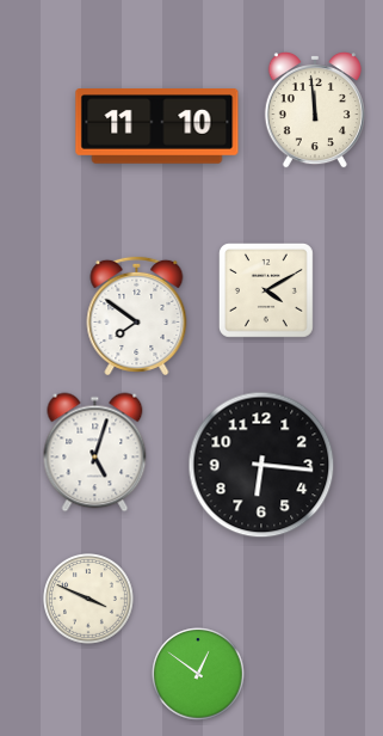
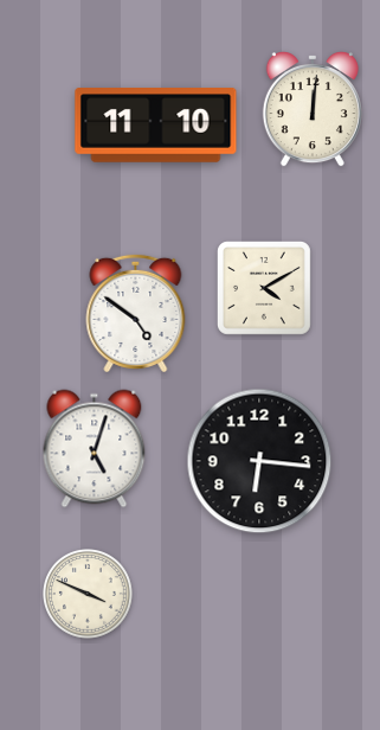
clock at (315, 111): 11:59 -> 12:01
clock at (137, 315): 7:51 -> 4:51
clock at (198, 674): 12:51 -> none
